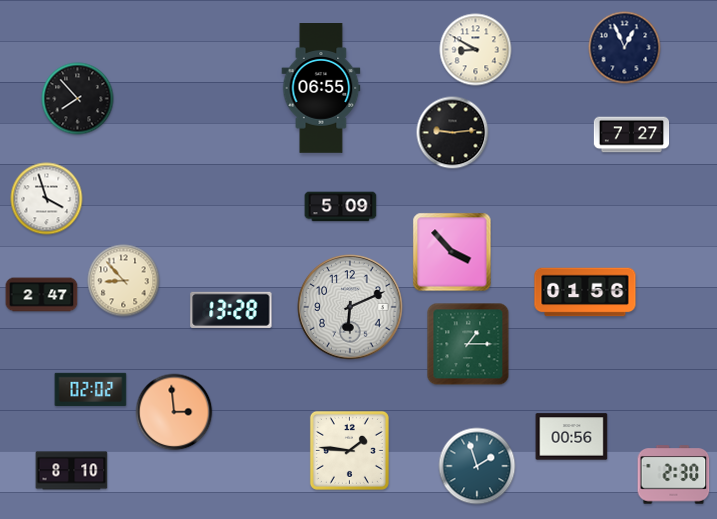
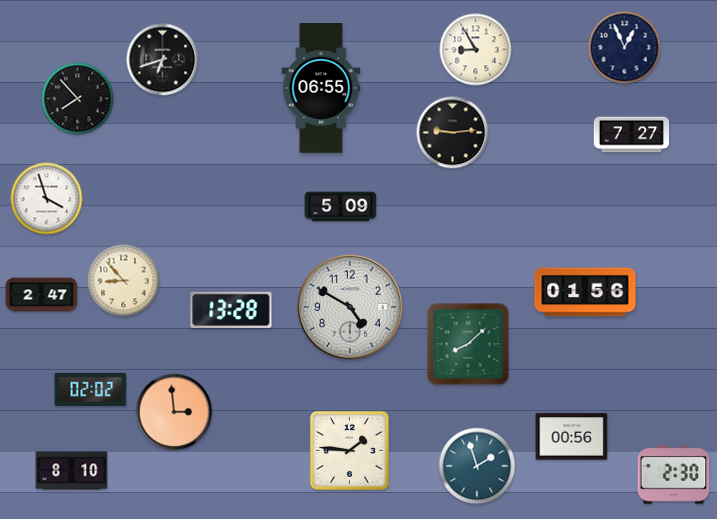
clock at (476, 50): 8:50 -> 8:55
clock at (163, 60): none -> 6:42
clock at (452, 252): 3:53 -> none
clock at (350, 307): 6:11 -> 4:50
clock at (468, 344): 1:15 -> 8:08
